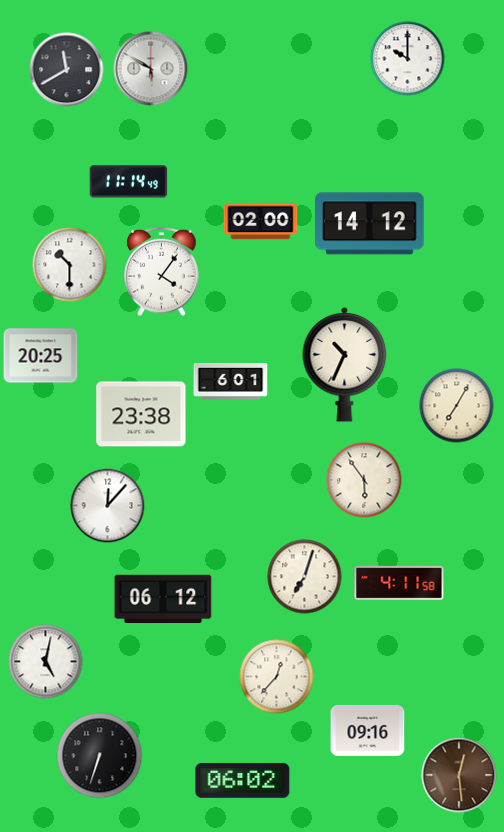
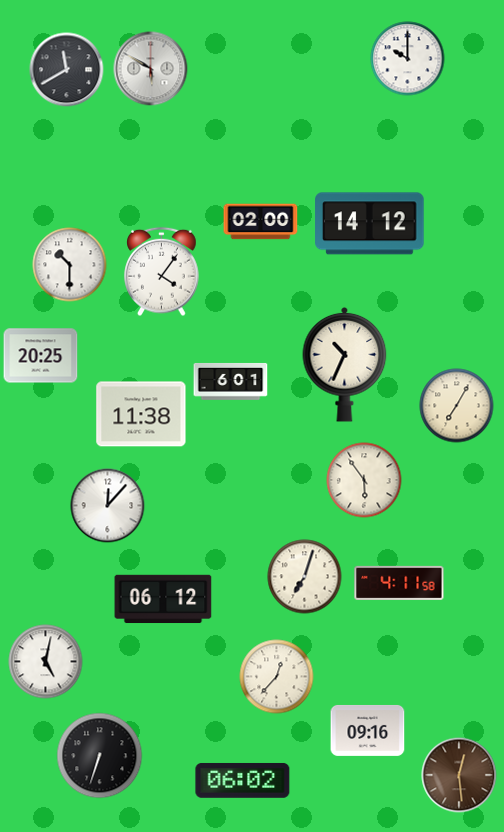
clock at (129, 182): 11:14 -> none
clock at (141, 414): 23:38 -> 11:38
